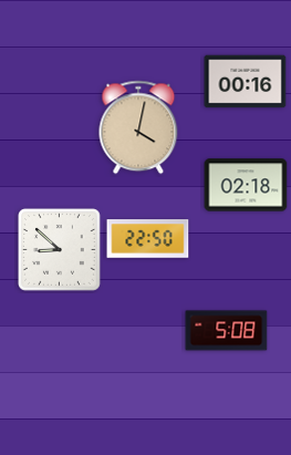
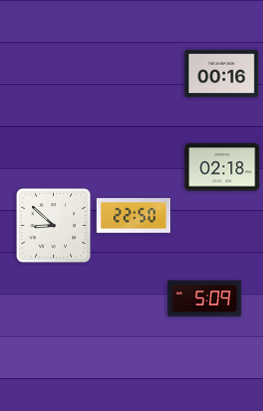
clock at (138, 127): 4:02 -> none
clock at (227, 331): 5:08 -> 5:09
